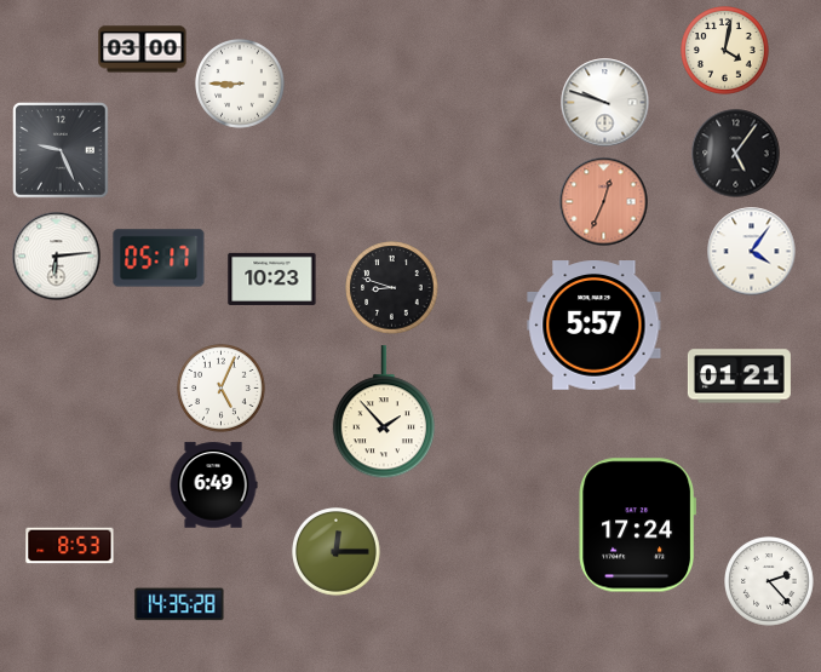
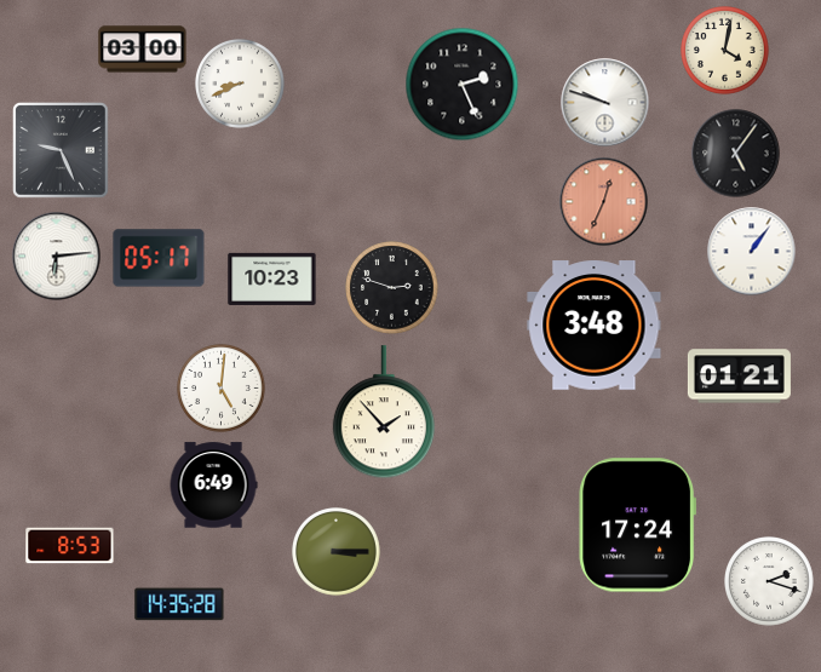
clock at (240, 84): 8:45 -> 8:41
clock at (463, 85): none -> 2:26
clock at (752, 252): 4:06 -> 1:06
clock at (392, 288): 8:48 -> 2:48
clock at (595, 326): 5:57 -> 3:48
clock at (222, 389): 5:04 -> 5:01
clock at (337, 552): 12:15 -> 3:15
clock at (769, 581): 2:23 -> 2:18
